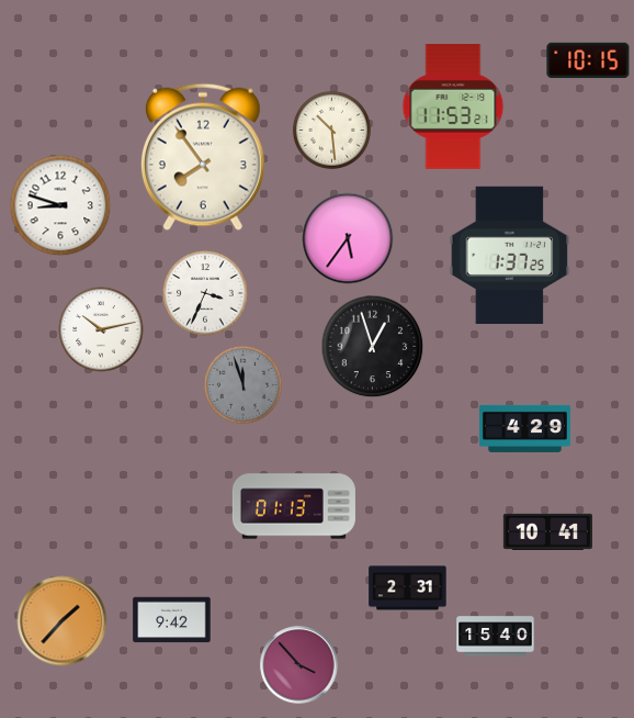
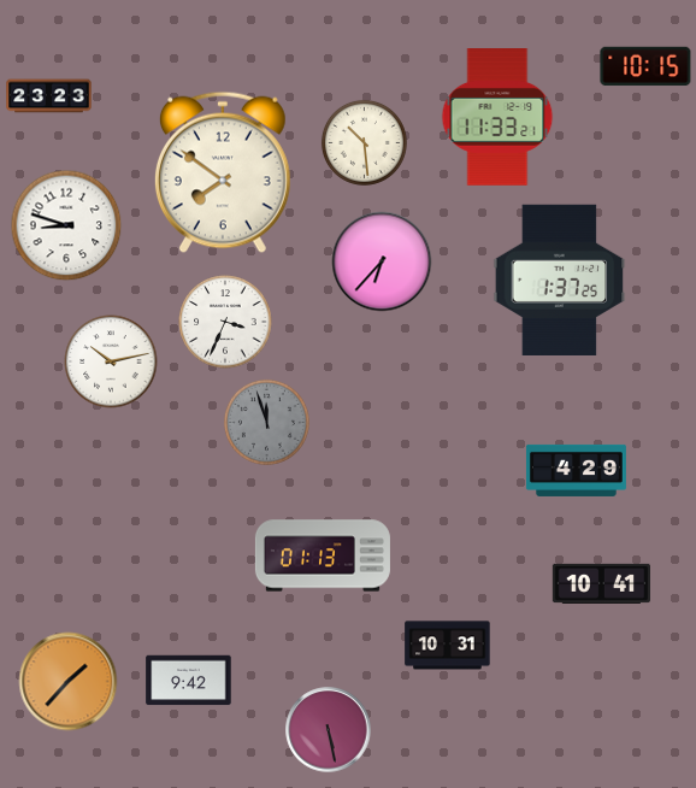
clock at (49, 96): none -> 23:23
clock at (453, 108): 11:53 -> 11:33
clock at (203, 157): 7:54 -> 7:51
clock at (348, 238): 5:36 -> 6:37
clock at (373, 347): 12:57 -> none
clock at (408, 588): 2:31 -> 10:31
clock at (496, 637): 15:40 -> none
clock at (299, 665): 3:53 -> 5:28
